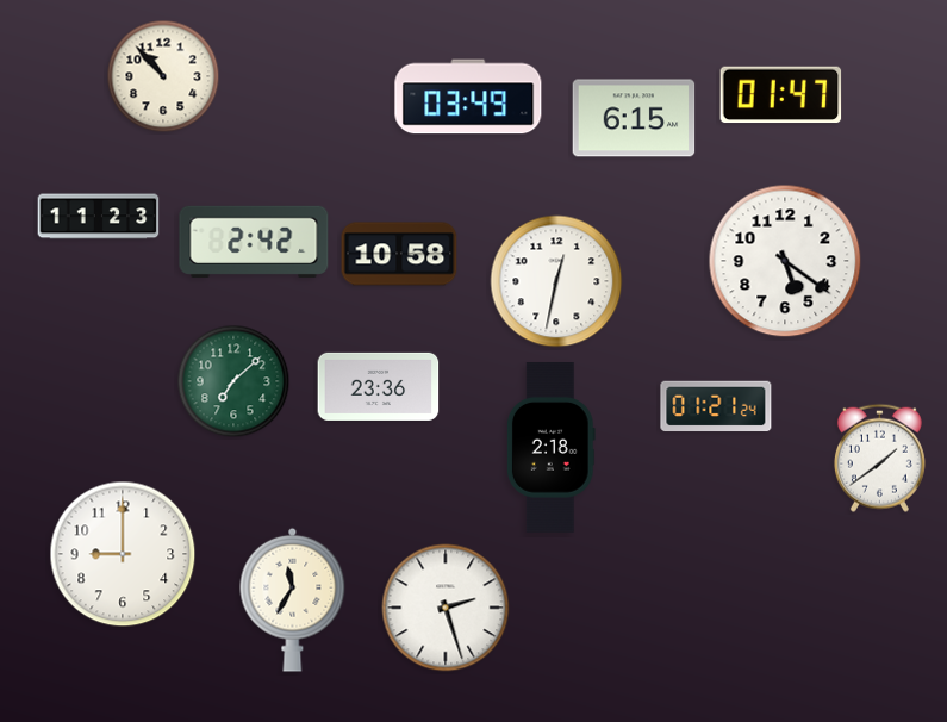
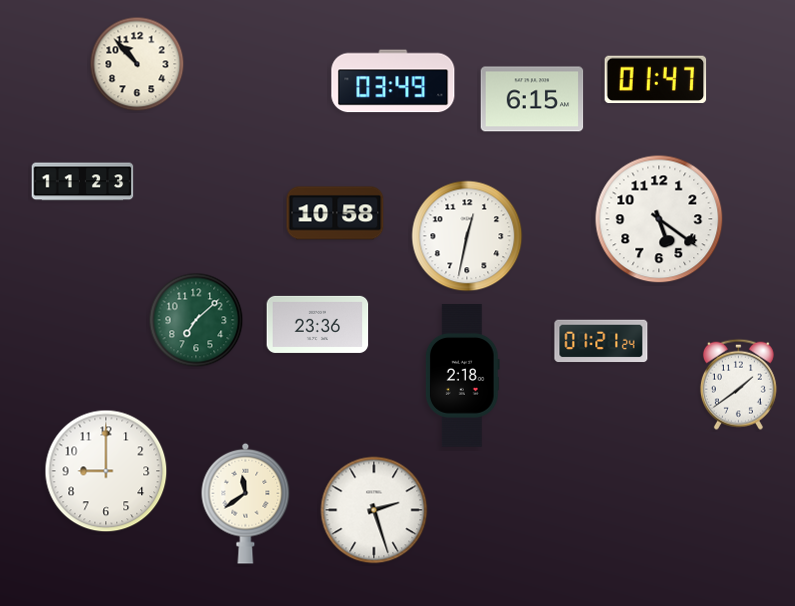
clock at (254, 242): 2:42 -> none
clock at (123, 554) position: (123, 554) -> (106, 471)
clock at (293, 599): 11:35 -> 11:39
